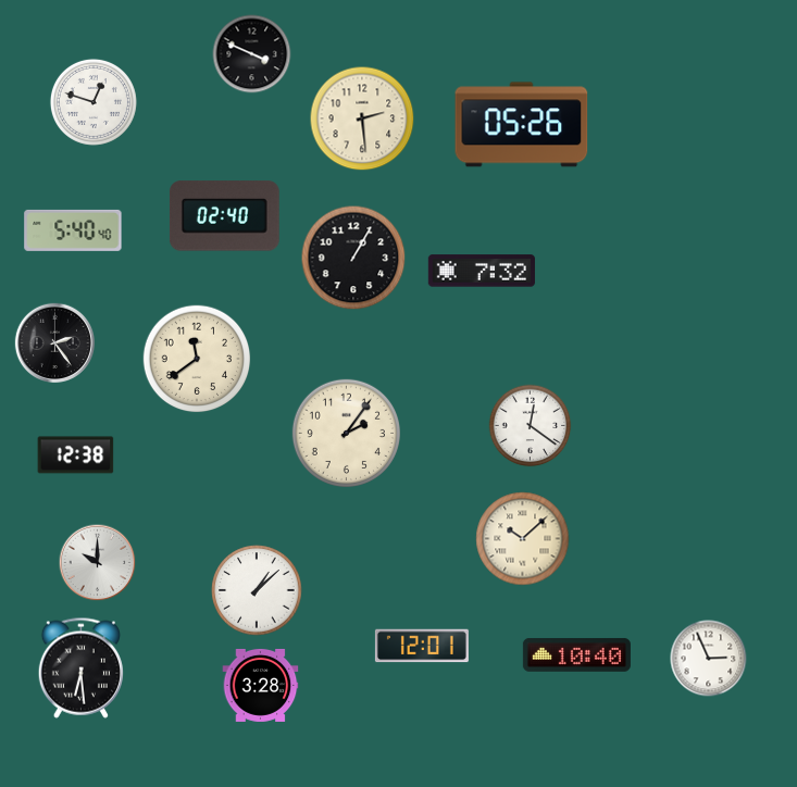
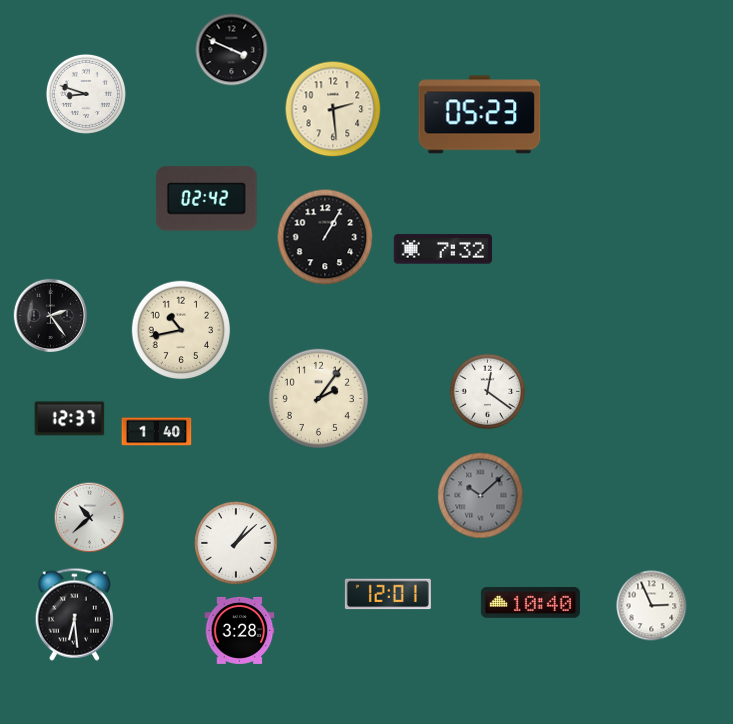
clock at (94, 102): 12:48 -> 8:48
clock at (522, 125): 05:26 -> 05:23
clock at (224, 216): 02:40 -> 02:42
clock at (73, 230): 5:40 -> none
clock at (197, 359): 11:39 -> 10:43
clock at (76, 455): 12:38 -> 12:37
clock at (157, 432): none -> 1:40
clock at (523, 539) dial: cream -> grey
clock at (98, 563): 10:00 -> 10:38
